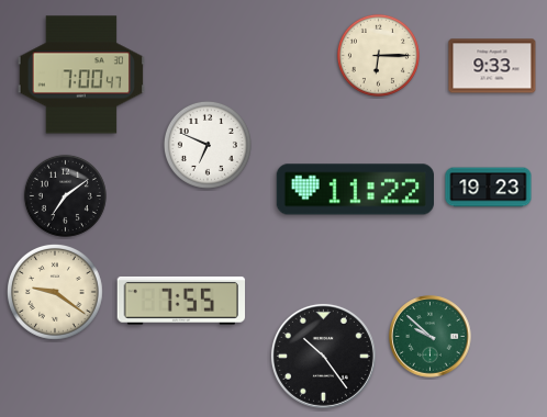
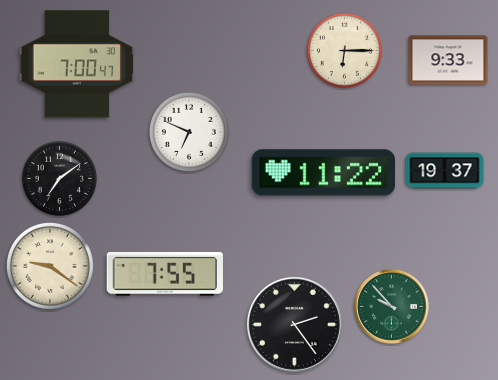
clock at (80, 75) position: (80, 75) -> (76, 64)
clock at (489, 188): 19:23 -> 19:37
clock at (431, 337): 9:52 -> 9:53
clock at (323, 356): 10:24 -> 2:24
